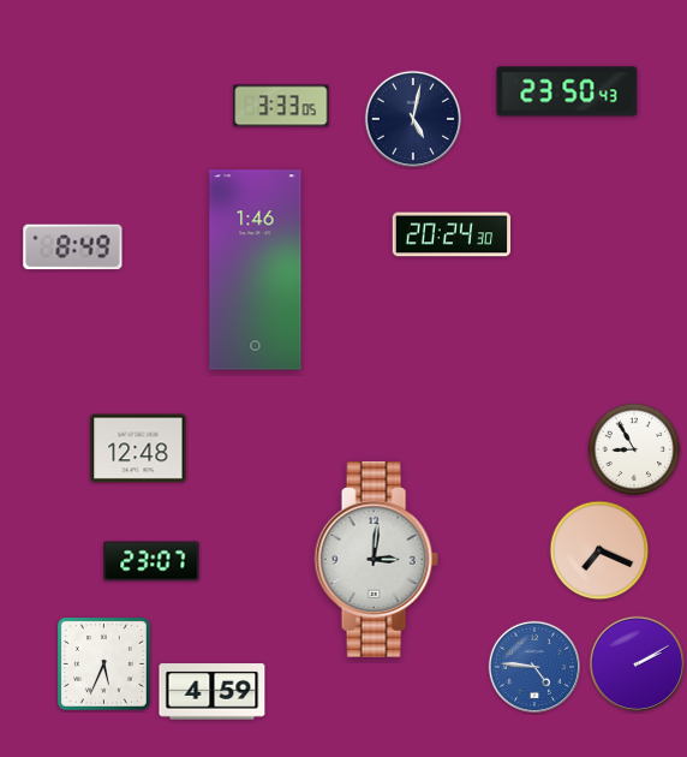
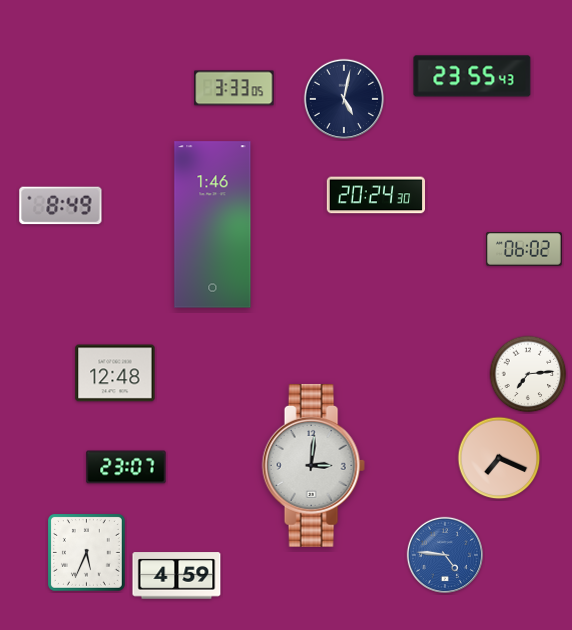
clock at (567, 91): 23:50 -> 23:55
clock at (524, 249): none -> 06:02
clock at (634, 449): 8:55 -> 7:14
clock at (638, 664): 2:10 -> none
